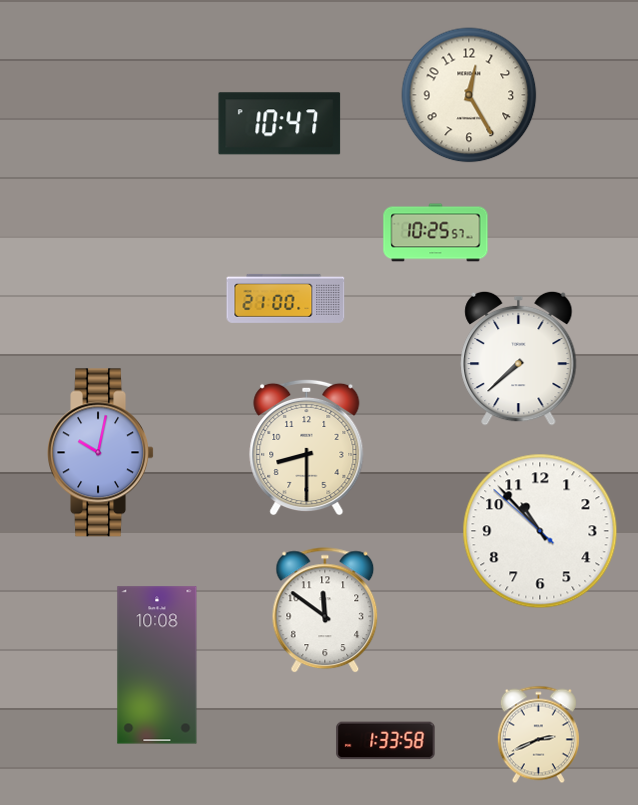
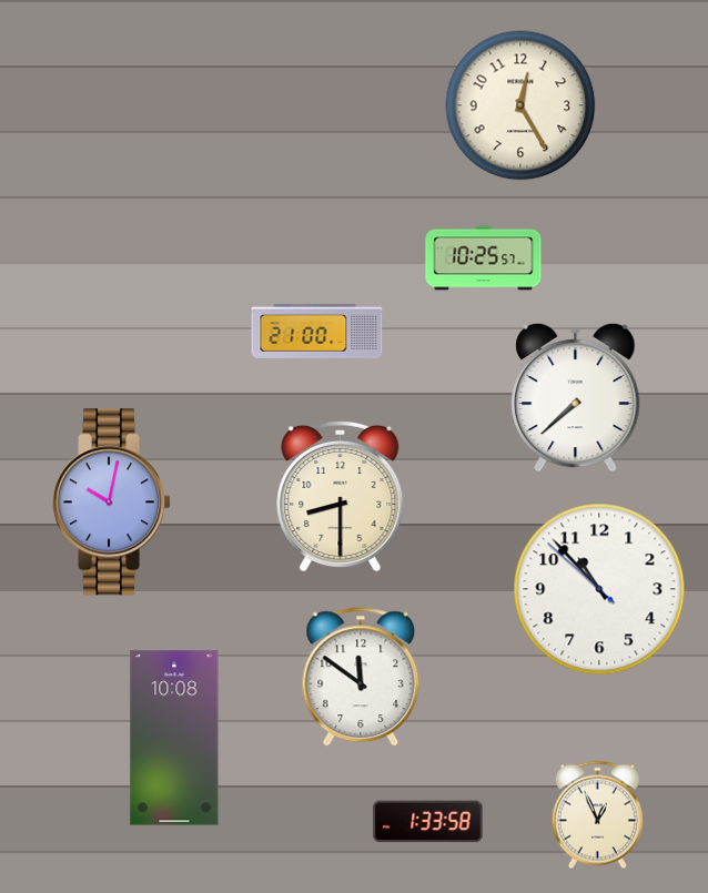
clock at (280, 124): 10:47 -> none
clock at (538, 734): 2:41 -> 12:56
